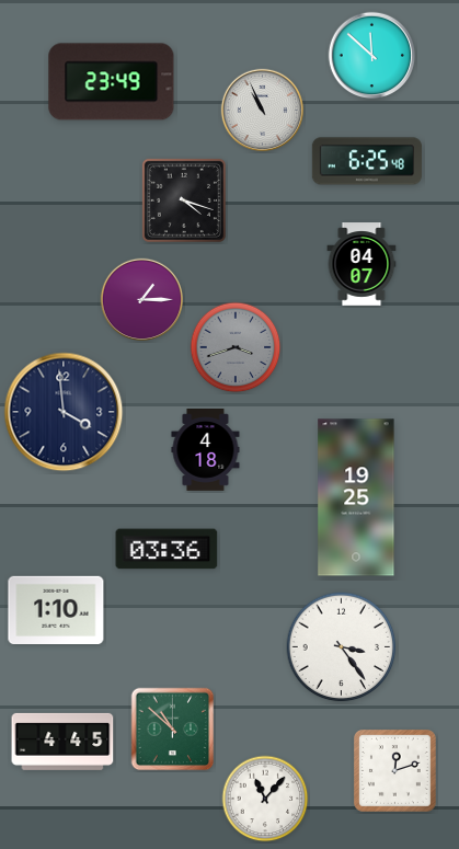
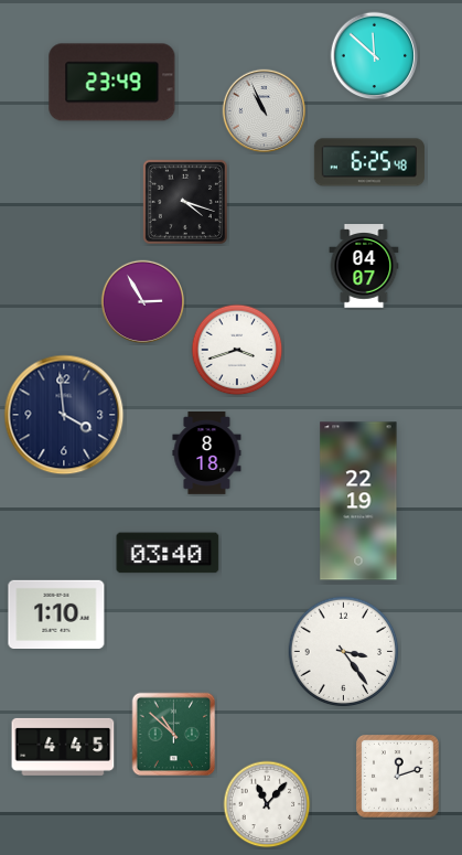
clock at (142, 300): 1:15 -> 2:55
clock at (236, 347) dial: grey -> white
clock at (206, 450): 4:18 -> 8:18
clock at (356, 497): 19:25 -> 22:19
clock at (167, 549): 03:36 -> 03:40
